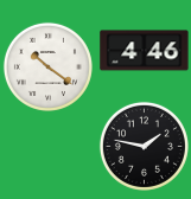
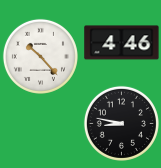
clock at (47, 66): 10:21 -> 10:23
clock at (144, 146): 1:47 -> 8:47
